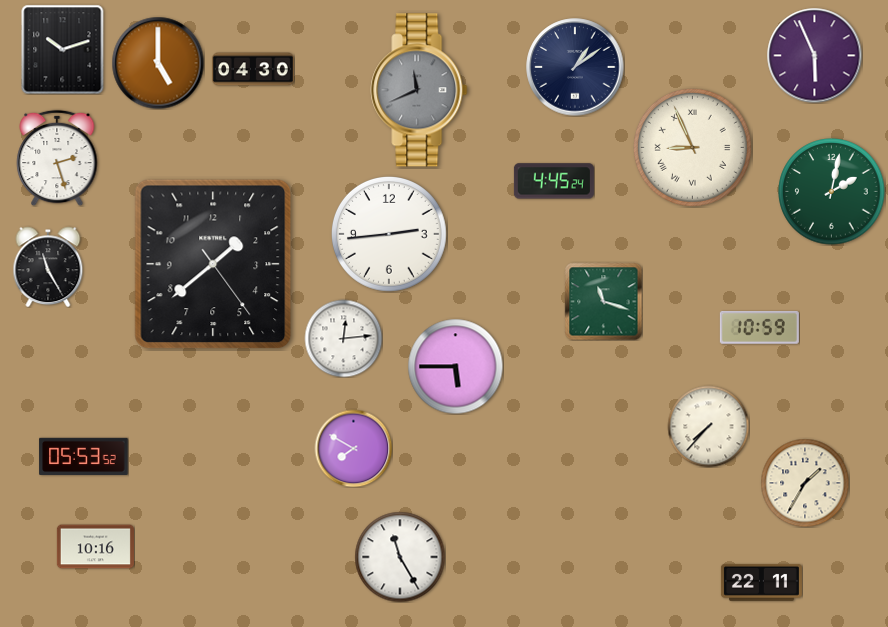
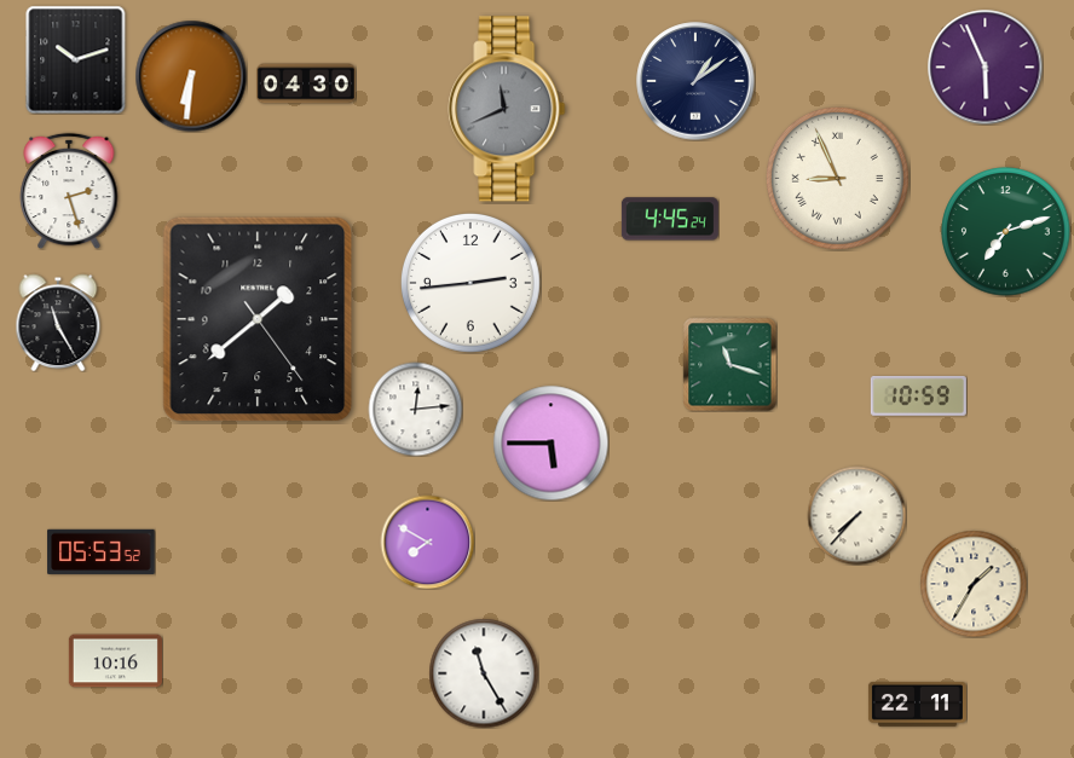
clock at (158, 63): 5:00 -> 6:31
clock at (832, 192): 2:02 -> 7:12
clock at (761, 582) position: (761, 582) -> (917, 704)
